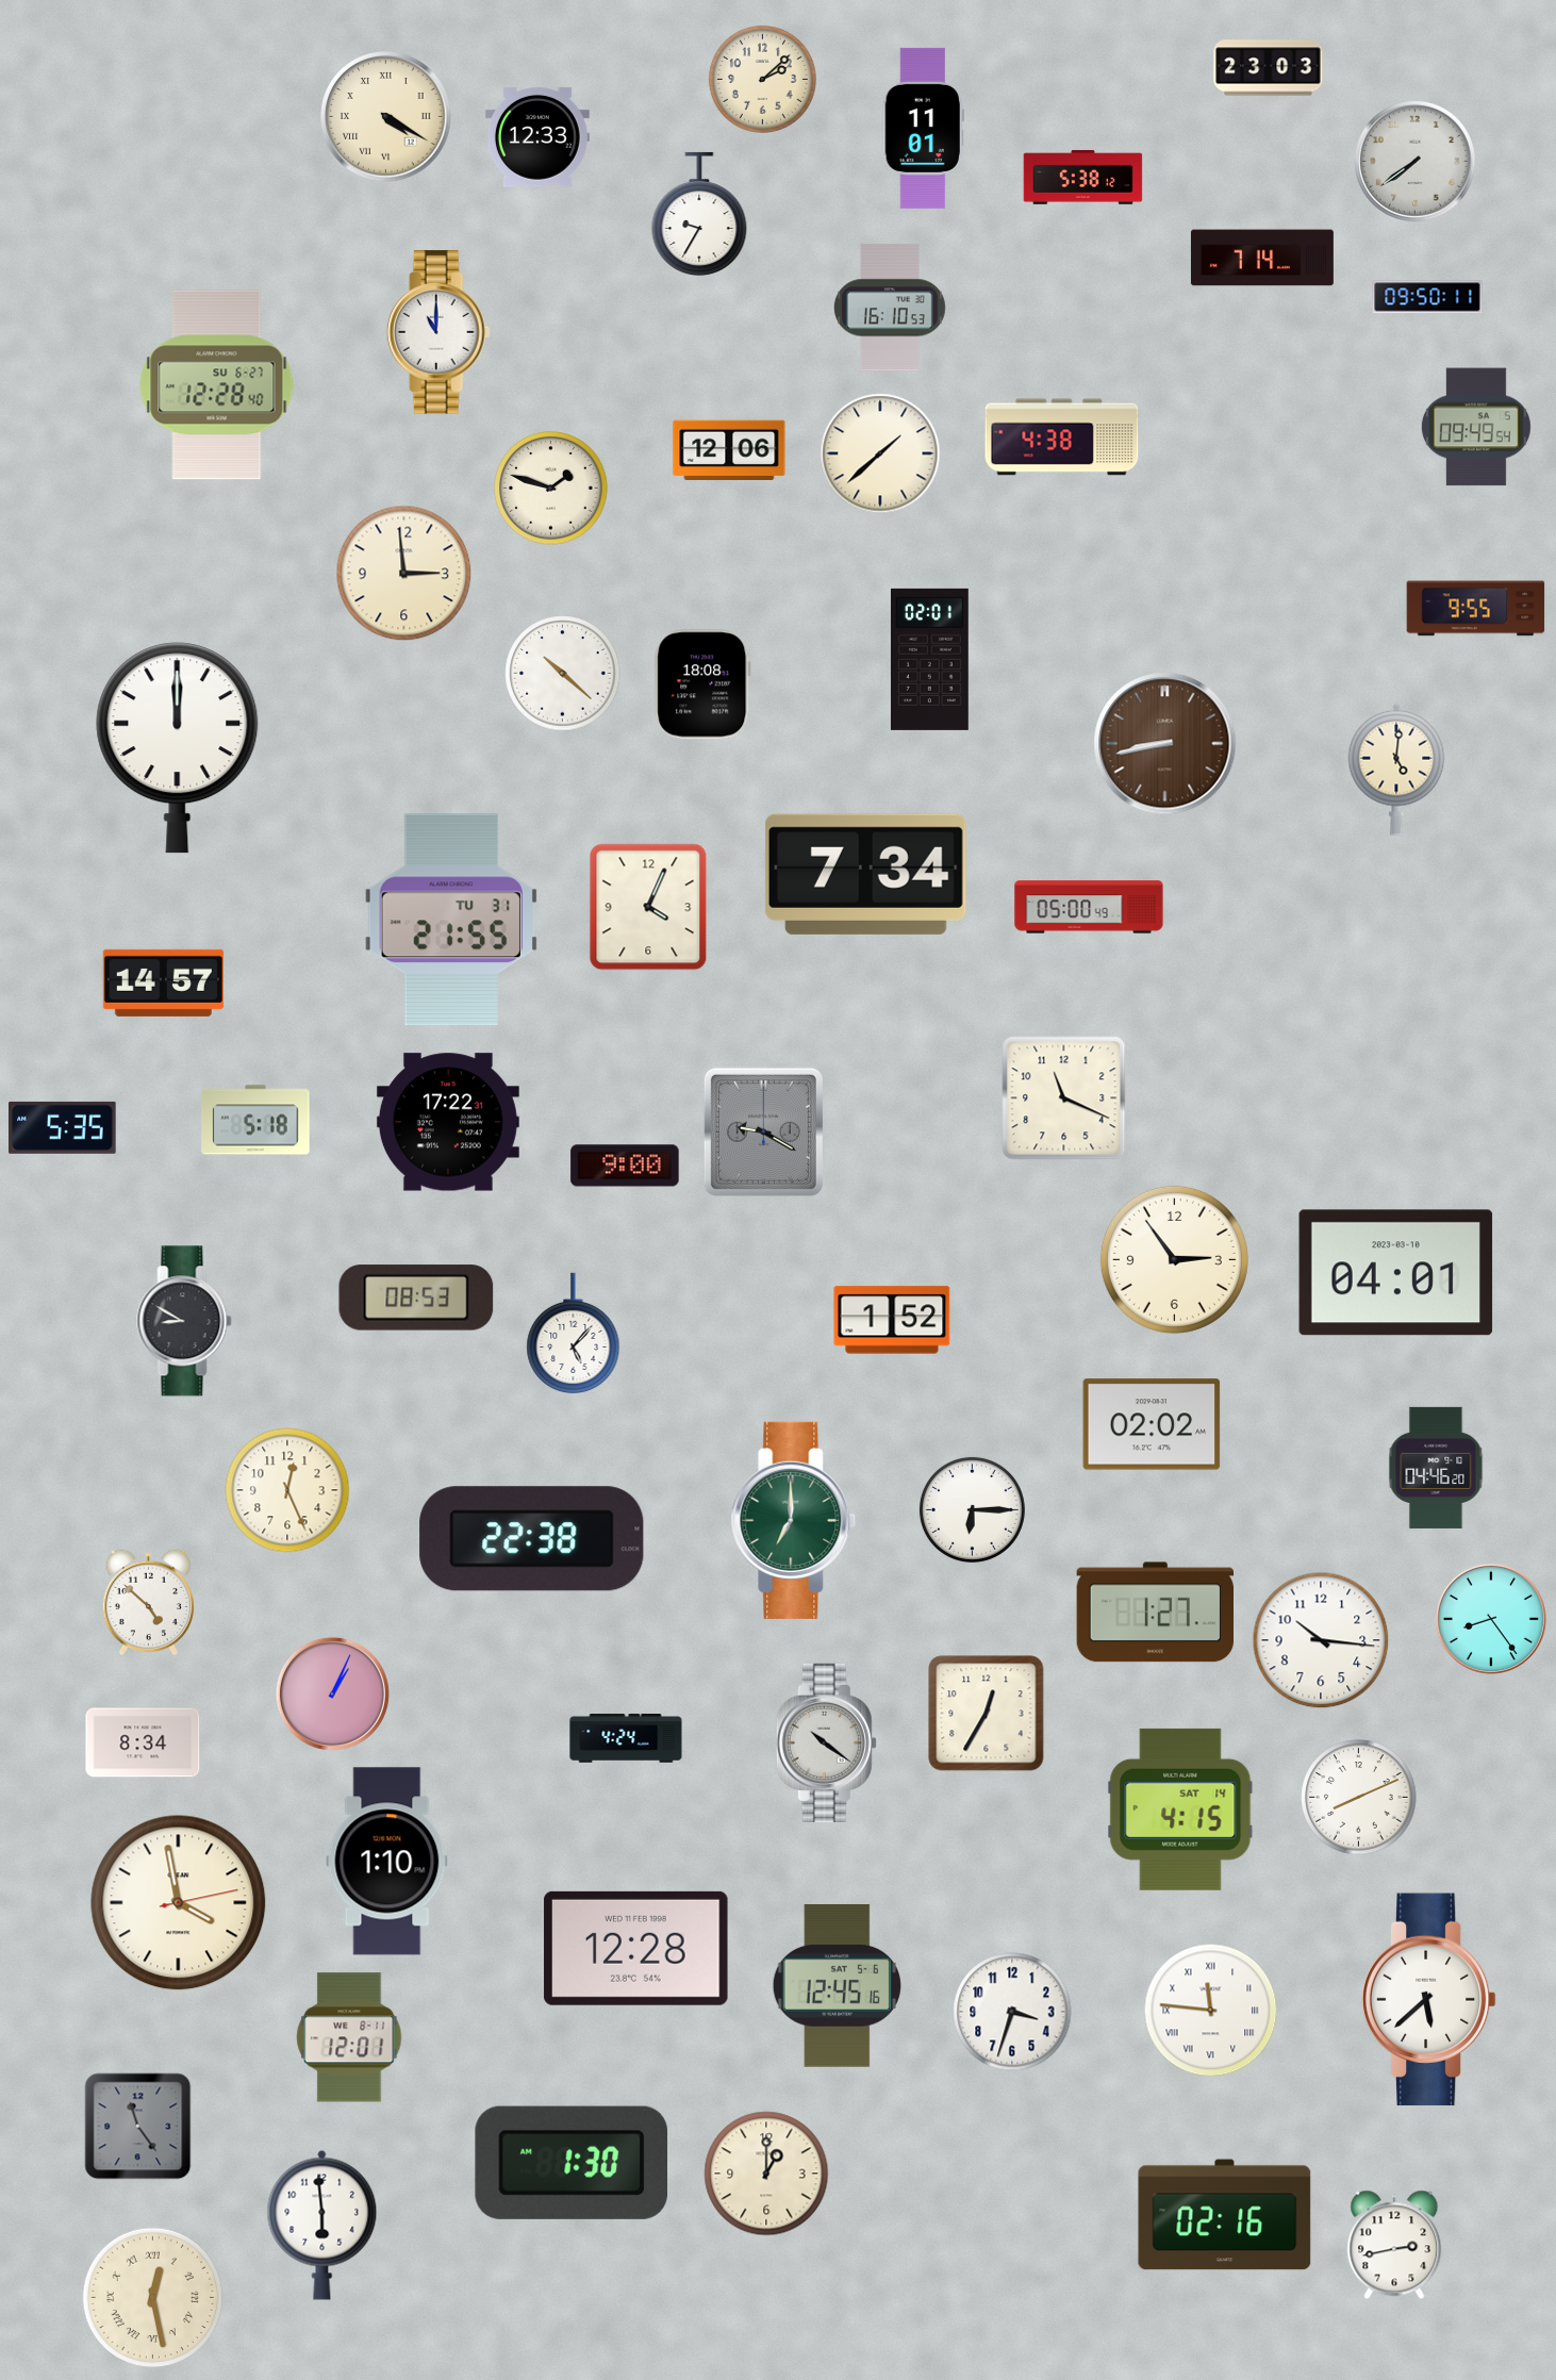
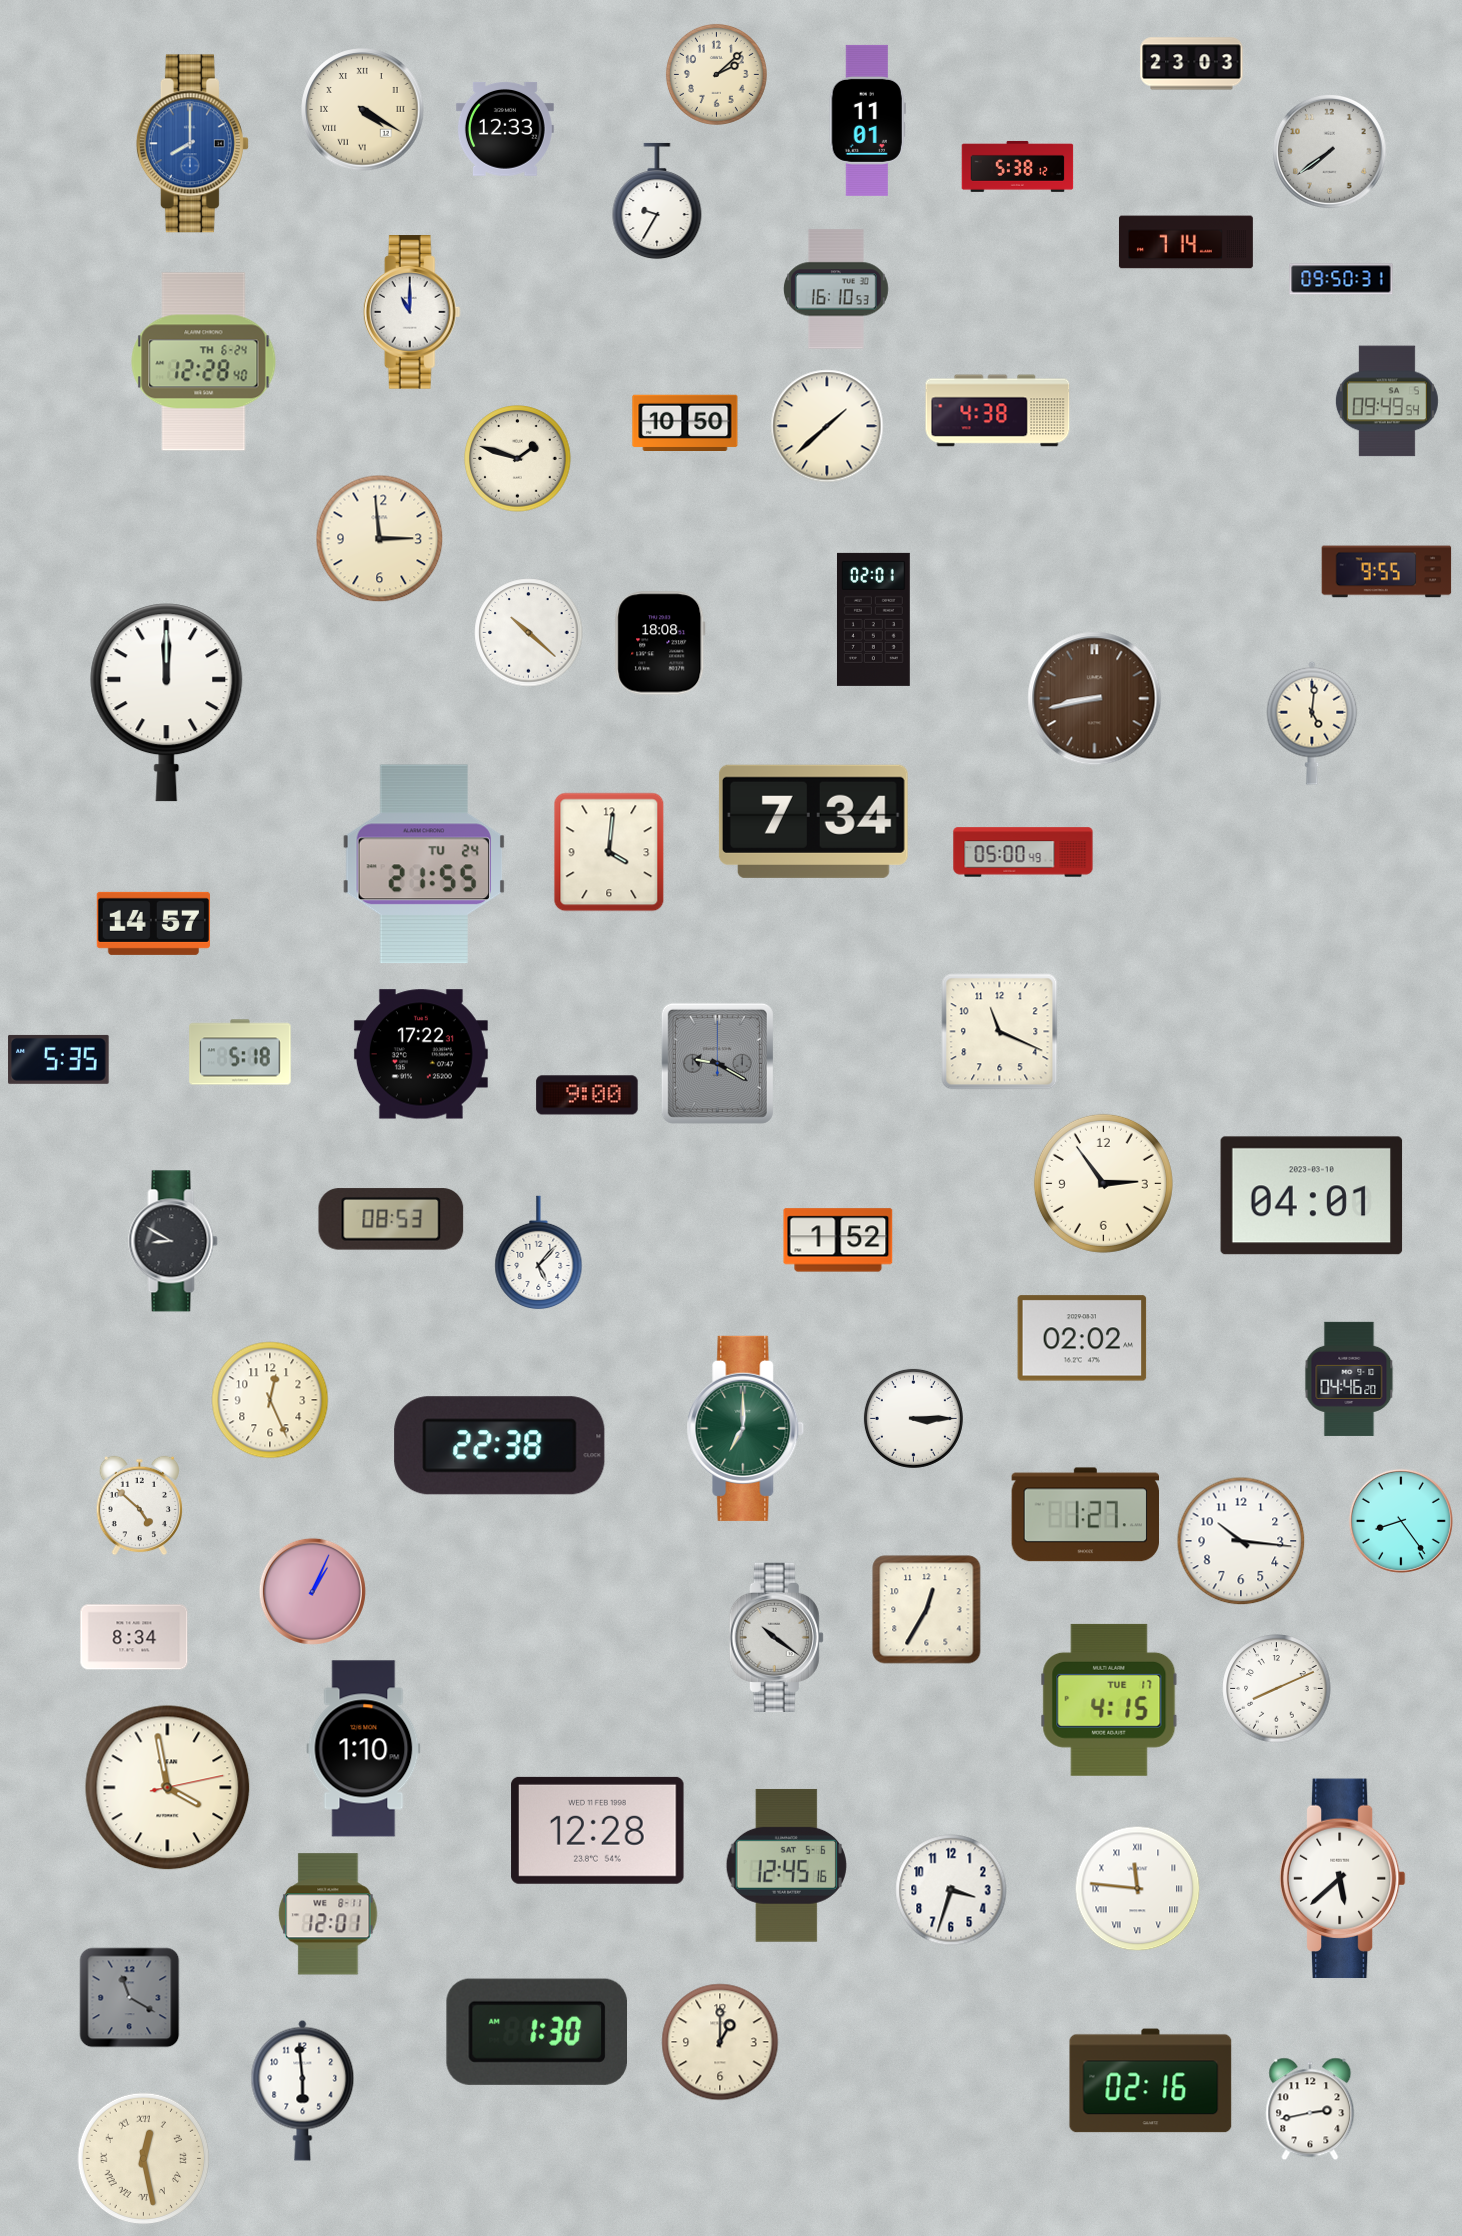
clock at (192, 144): none -> 8:00
clock at (1427, 297): 09:50:11 -> 09:50:31
clock at (217, 385) date: SU 6-27 -> TH 6-24
clock at (729, 449): 12:06 -> 10:50
clock at (648, 907): 4:04 -> 4:01
clock at (450, 920) date: TU 31 -> TU 24
clock at (972, 1509): 6:15 -> 3:15
clock at (626, 1738): 4:24 -> none
clock at (1180, 1809) date: SAT 14 -> TUE 17
clock at (138, 2127): 11:24 -> 11:20
